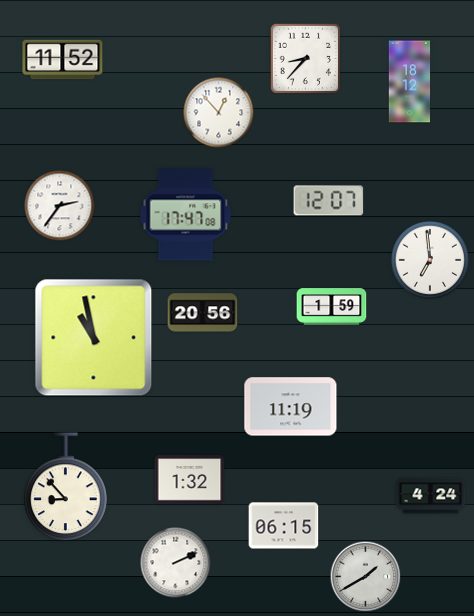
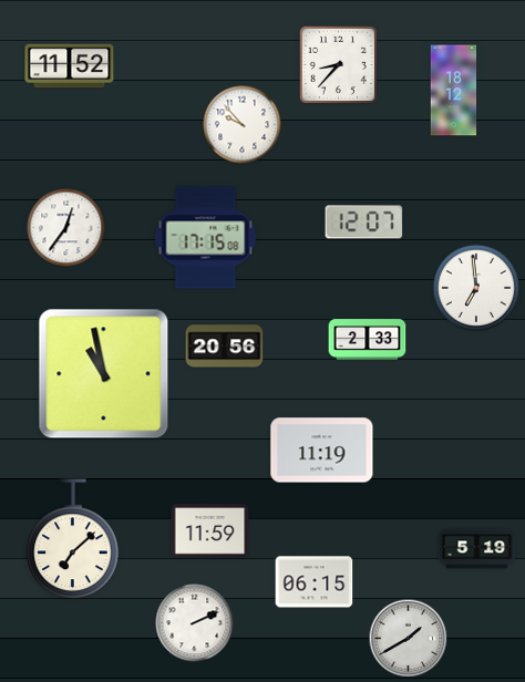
clock at (219, 113): 12:53 -> 9:53
clock at (60, 206): 2:36 -> 12:36
clock at (186, 215): 17:47 -> 17:15
clock at (332, 307): 1:59 -> 2:33
clock at (190, 480): 1:32 -> 11:59
clock at (66, 487): 8:53 -> 7:08
clock at (431, 496): 4:24 -> 5:19
clock at (366, 577) position: (366, 577) -> (409, 639)
